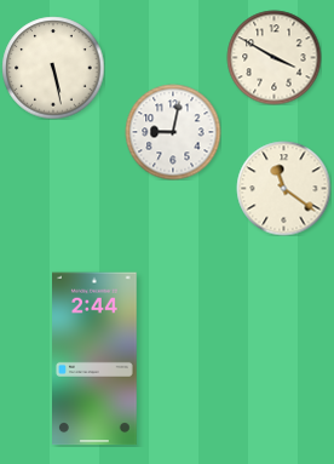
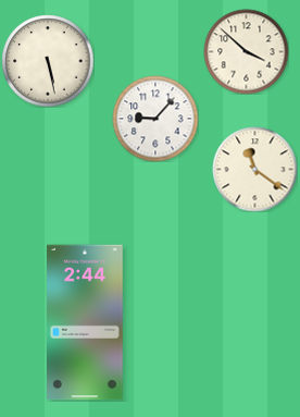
clock at (273, 57): 3:50 -> 3:52
clock at (173, 132): 9:02 -> 9:07
